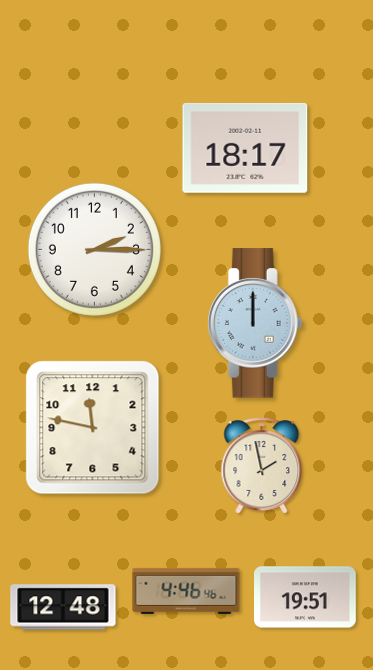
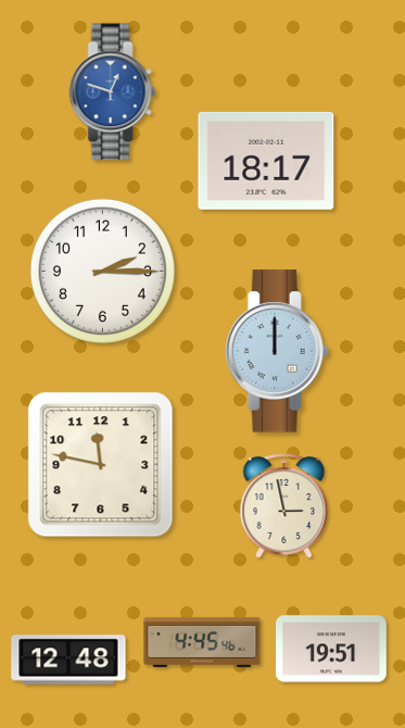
clock at (113, 92): none -> 12:48
clock at (262, 466): 1:58 -> 2:58
clock at (186, 591): 4:46 -> 4:45
